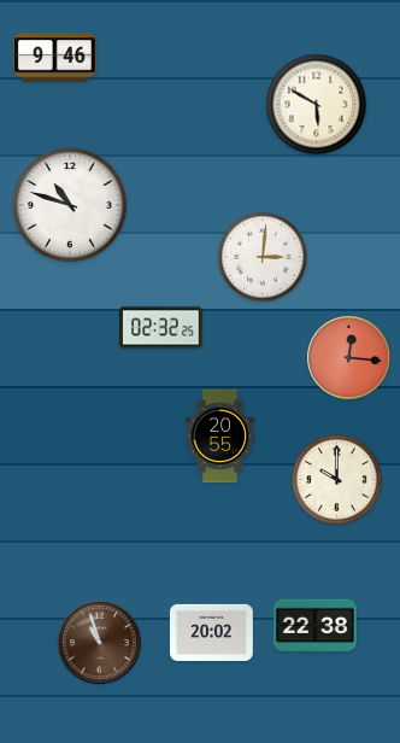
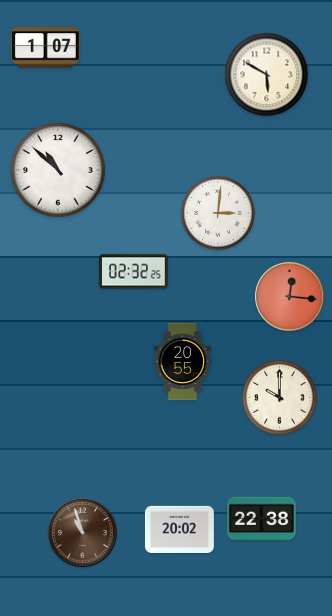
clock at (54, 58): 9:46 -> 1:07
clock at (317, 105) position: (317, 105) -> (267, 75)
clock at (70, 205): 10:48 -> 10:52
clock at (212, 632) position: (212, 632) -> (180, 529)
